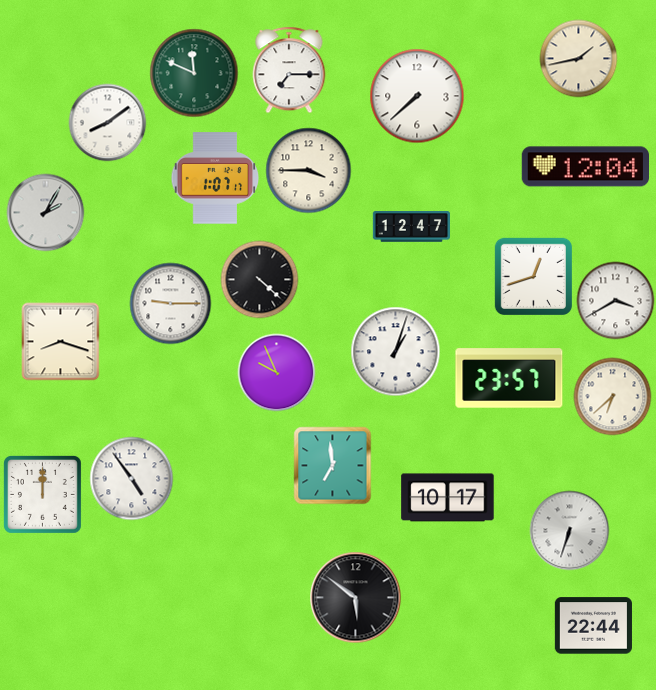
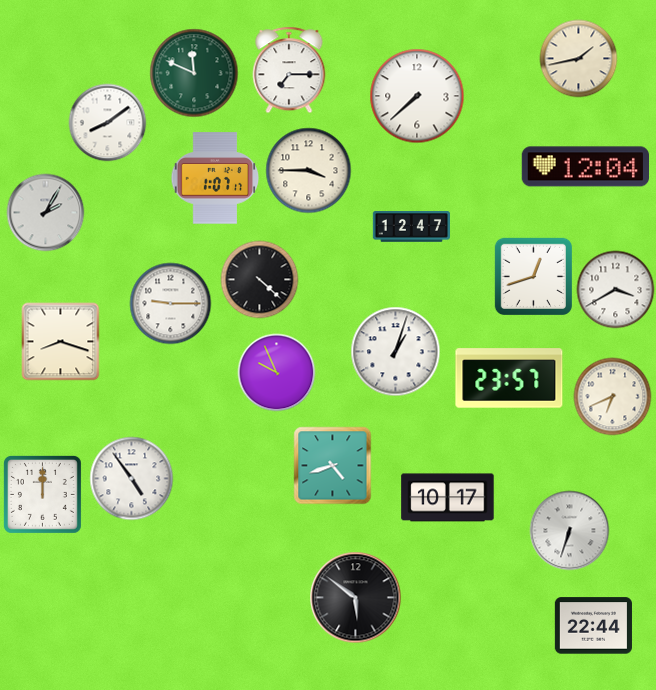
clock at (615, 300) position: (615, 300) -> (615, 289)
clock at (612, 396): 6:38 -> 6:41
clock at (332, 465): 6:59 -> 4:42
